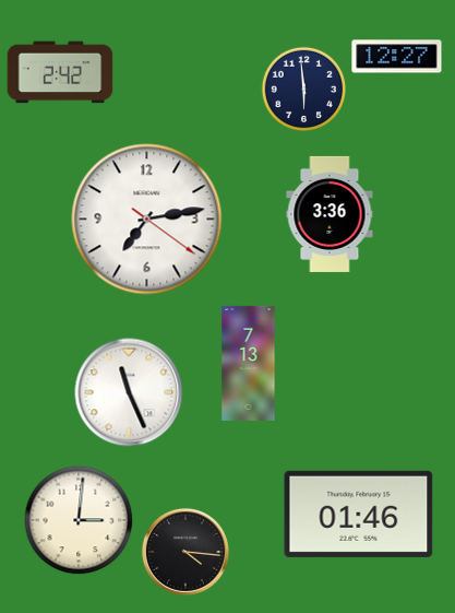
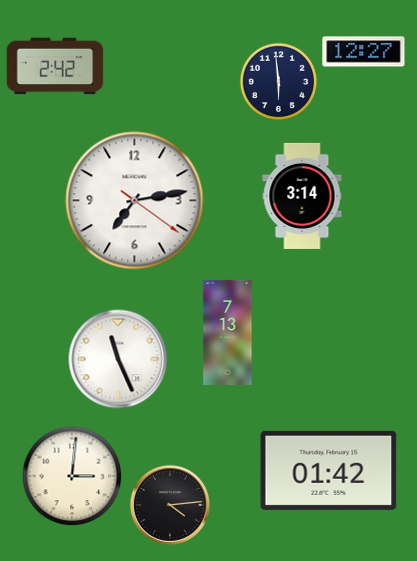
clock at (330, 214): 3:36 -> 3:14
clock at (359, 514): 01:46 -> 01:42
clock at (185, 552): 4:16 -> 4:14
